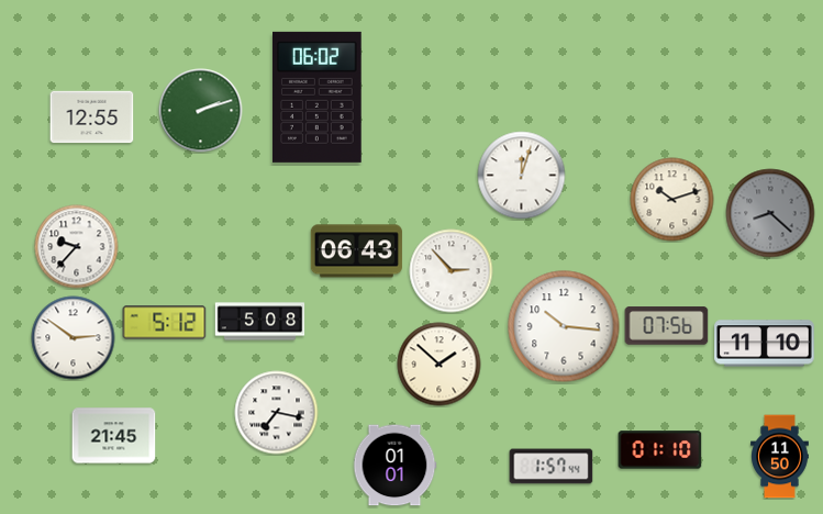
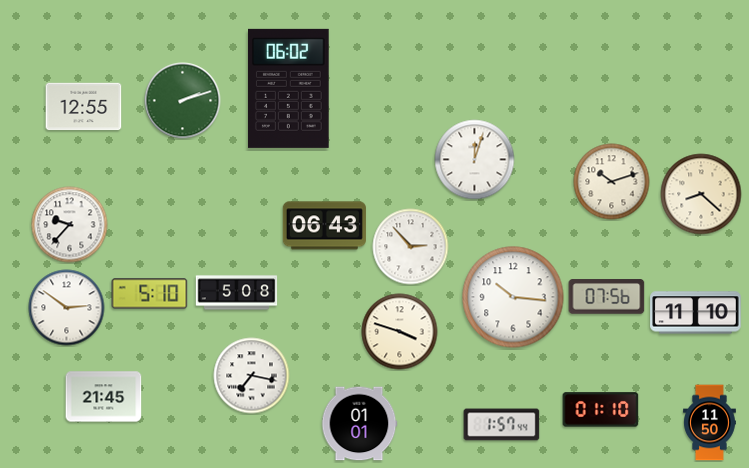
clock at (770, 213) dial: grey -> cream
clock at (356, 252) position: (356, 252) -> (324, 226)
clock at (165, 323): 5:12 -> 5:10
clock at (440, 365): 1:52 -> 3:48
clock at (780, 457) position: (780, 457) -> (710, 423)
